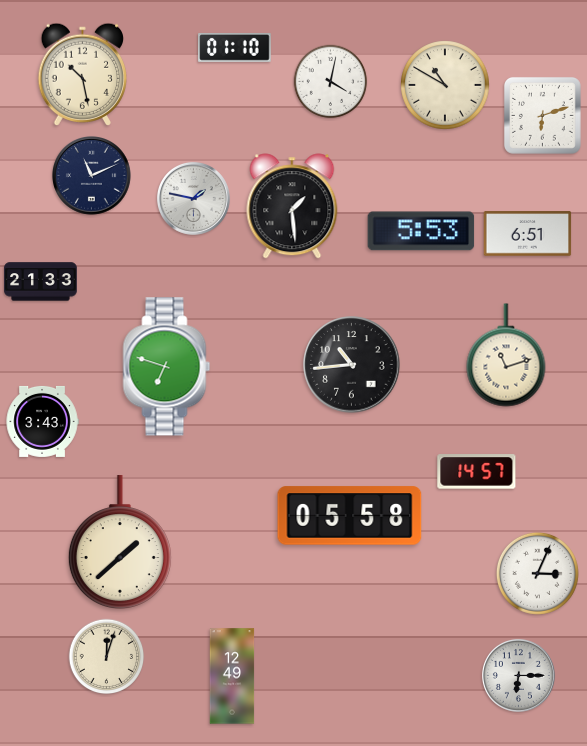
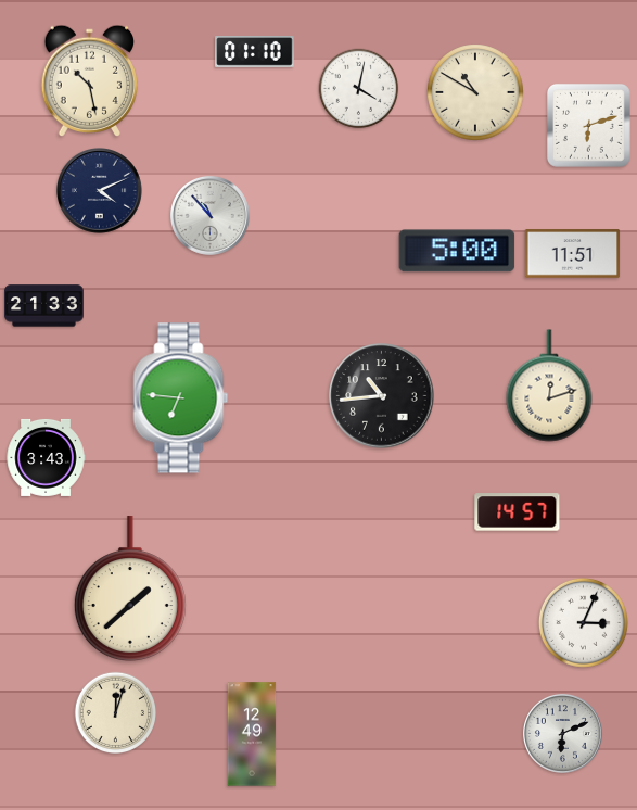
clock at (445, 85) position: (445, 85) -> (475, 92)
clock at (92, 176): 11:11 -> 4:11
clock at (193, 198): 1:47 -> 10:53
clock at (292, 206): 1:29 -> none
clock at (421, 231): 5:53 -> 5:00
clock at (528, 234): 6:51 -> 11:51
clock at (506, 355): 11:12 -> 12:12
clock at (167, 367): 6:48 -> 6:46
clock at (350, 516): 05:58 -> none
clock at (518, 675): 6:15 -> 6:11
